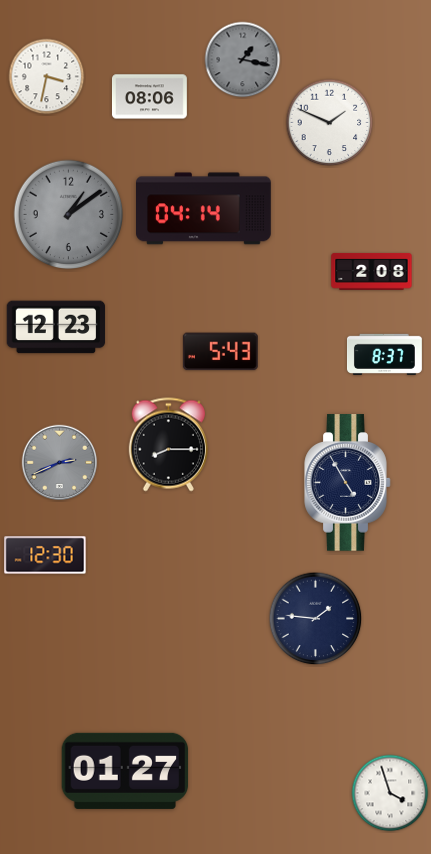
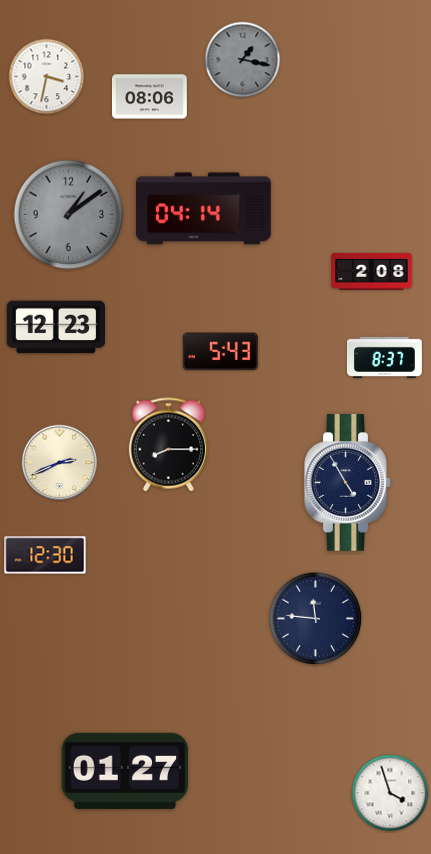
clock at (330, 123): 1:49 -> none
clock at (384, 354) position: (384, 354) -> (384, 357)
clock at (60, 463) dial: grey -> cream
clock at (316, 619): 1:46 -> 11:46
